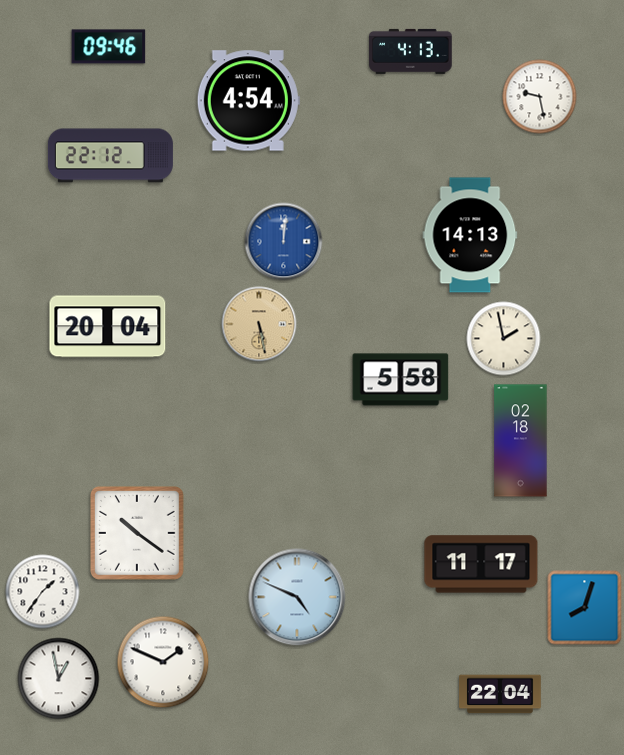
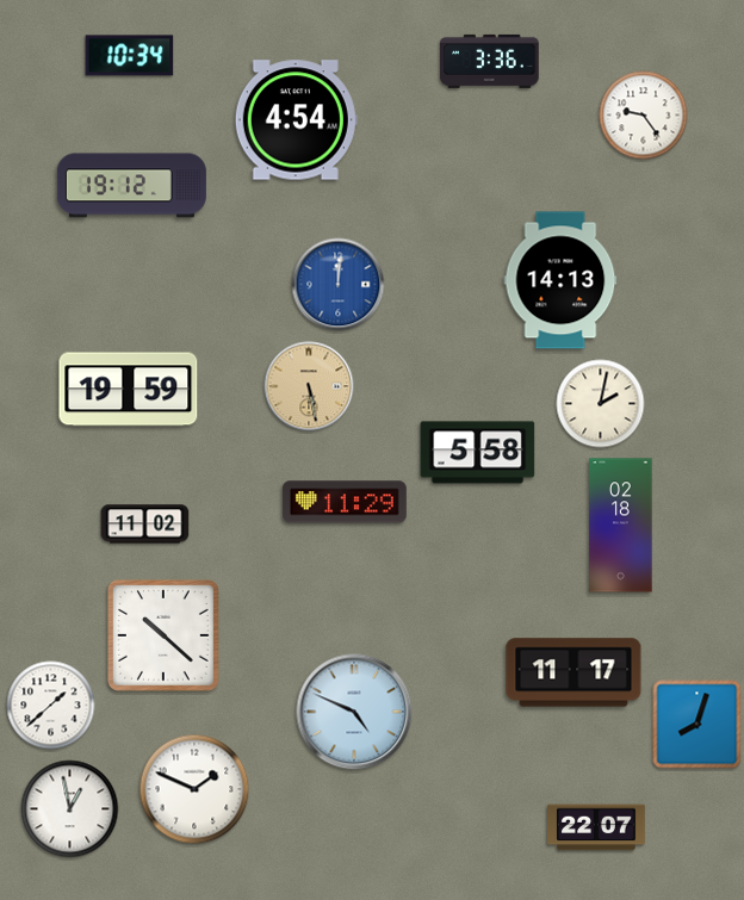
clock at (109, 47): 09:46 -> 10:34
clock at (411, 51): 4:13 -> 3:36
clock at (540, 97): 9:28 -> 9:24
clock at (110, 156): 22:12 -> 19:12
clock at (284, 242) position: (284, 242) -> (339, 285)
clock at (108, 327): 20:04 -> 19:59
clock at (504, 339): 1:58 -> 2:02
clock at (345, 502): none -> 11:29
clock at (145, 525): none -> 11:02
clock at (137, 533): 10:21 -> 10:22
clock at (43, 592): 1:36 -> 1:38
clock at (500, 694): 22:04 -> 22:07
